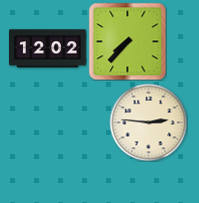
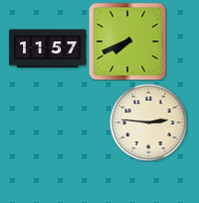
clock at (127, 41): 7:37 -> 7:41
clock at (47, 49): 12:02 -> 11:57
